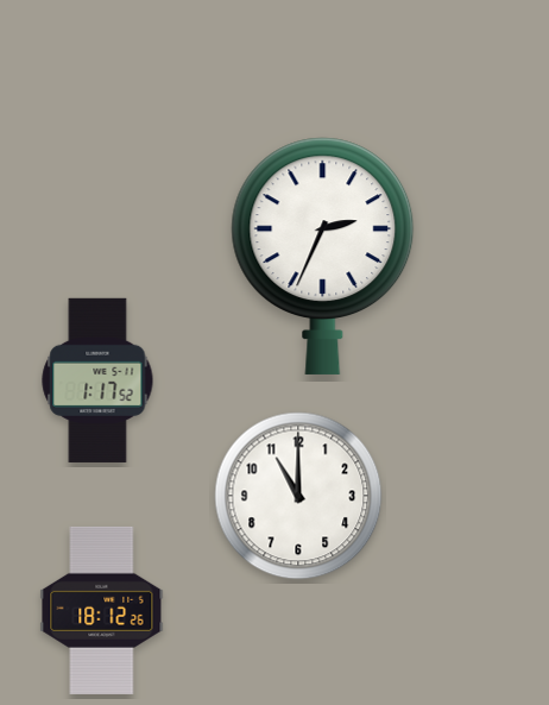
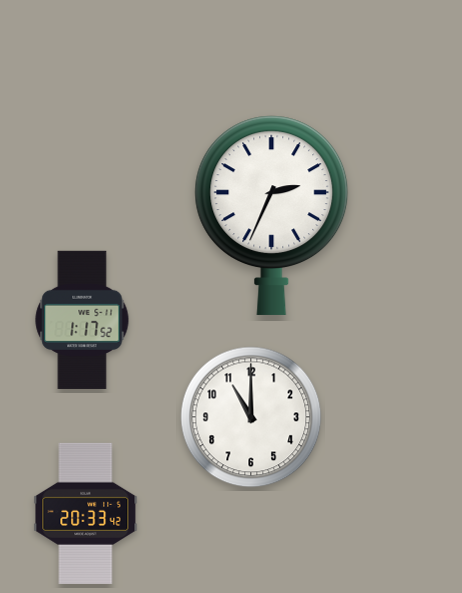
clock at (102, 610): 18:12 -> 20:33
